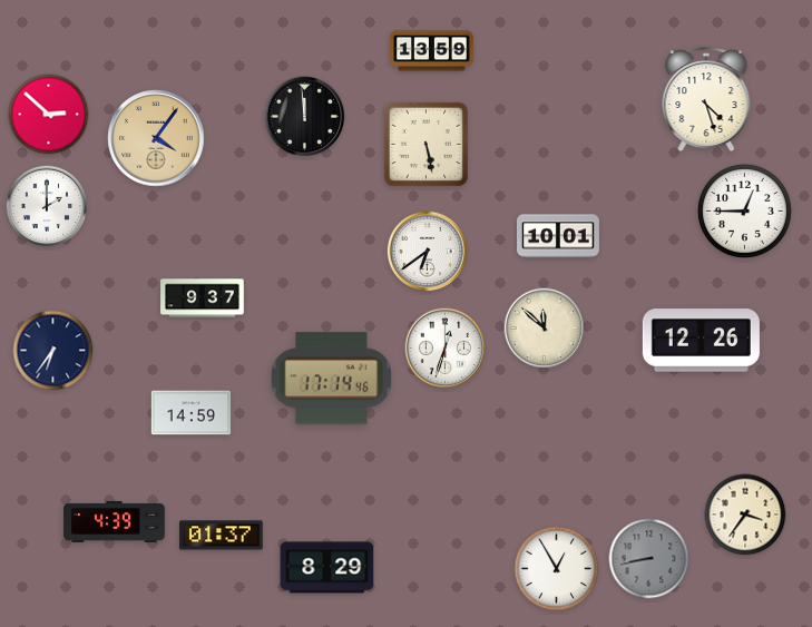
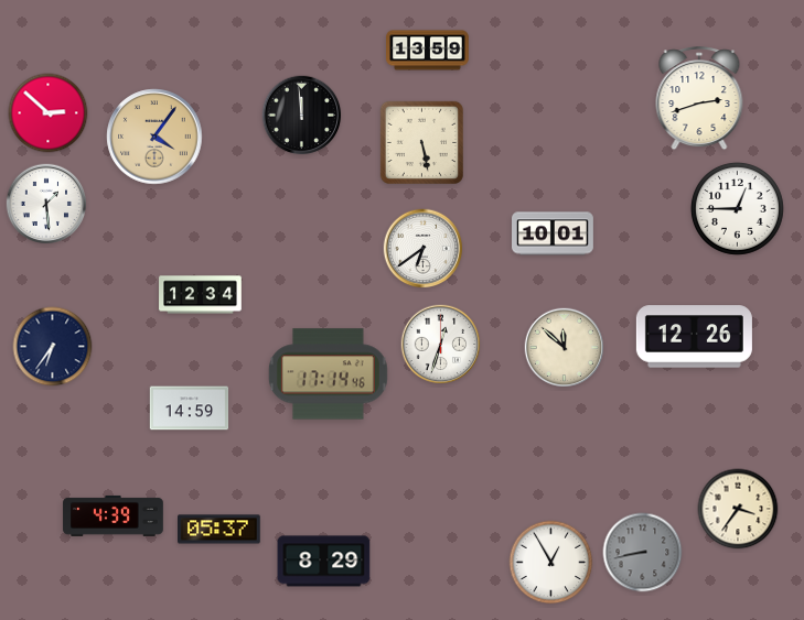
clock at (706, 100): 4:27 -> 2:42
clock at (47, 206): 2:00 -> 1:29
clock at (203, 298): 9:37 -> 12:34
clock at (545, 329) position: (545, 329) -> (565, 348)
clock at (222, 536): 01:37 -> 05:37
